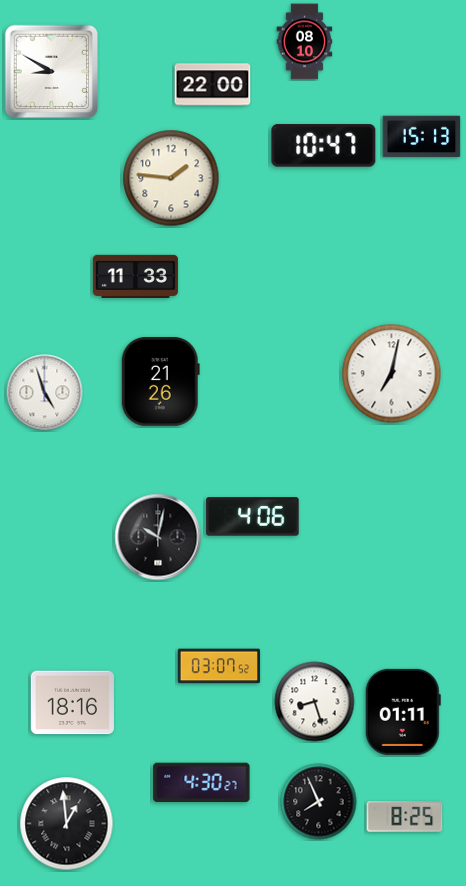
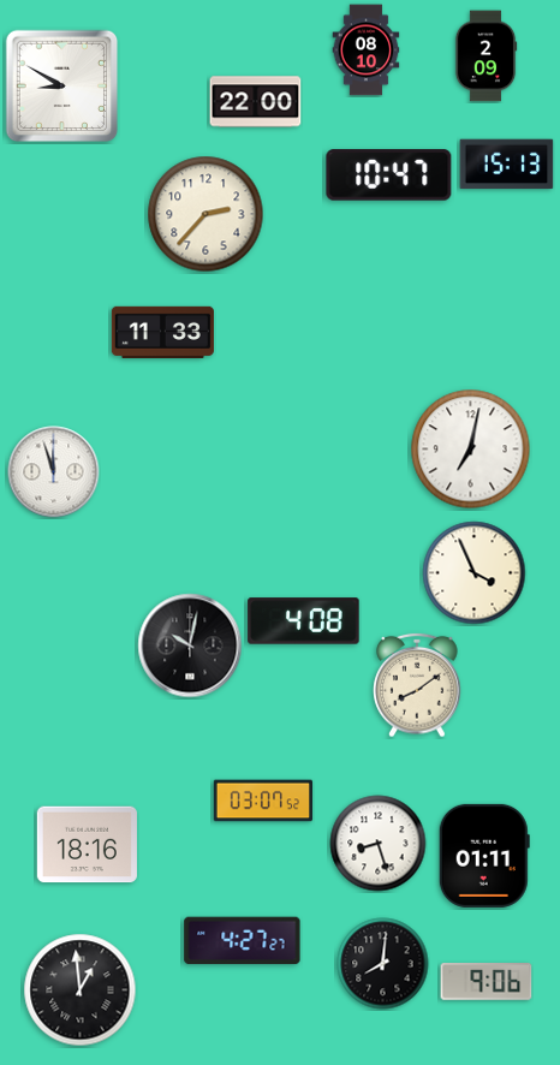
clock at (485, 56): none -> 2:09
clock at (171, 178): 1:46 -> 2:37
clock at (160, 381): 21:26 -> none
clock at (45, 393): 4:57 -> 11:57
clock at (475, 573): none -> 3:56
clock at (253, 517): 4:06 -> 4:08
clock at (417, 685): none -> 8:09
clock at (202, 783): 4:30 -> 4:27
clock at (319, 802): 7:56 -> 8:01
clock at (405, 817): 8:25 -> 9:06
